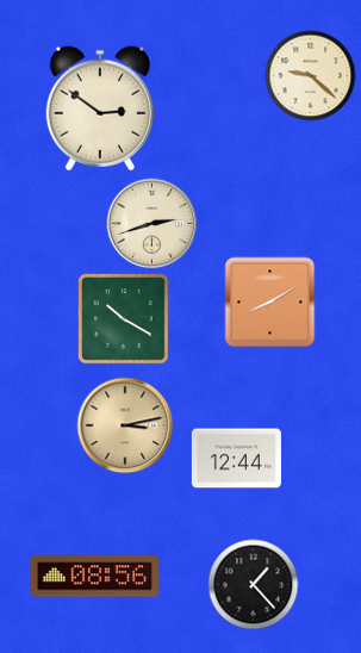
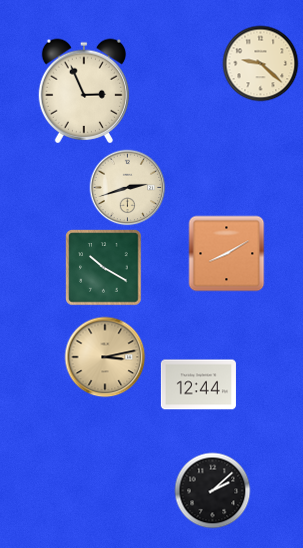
clock at (99, 108): 2:51 -> 2:56
clock at (94, 577): 08:56 -> none
clock at (254, 585): 1:23 -> 2:08
